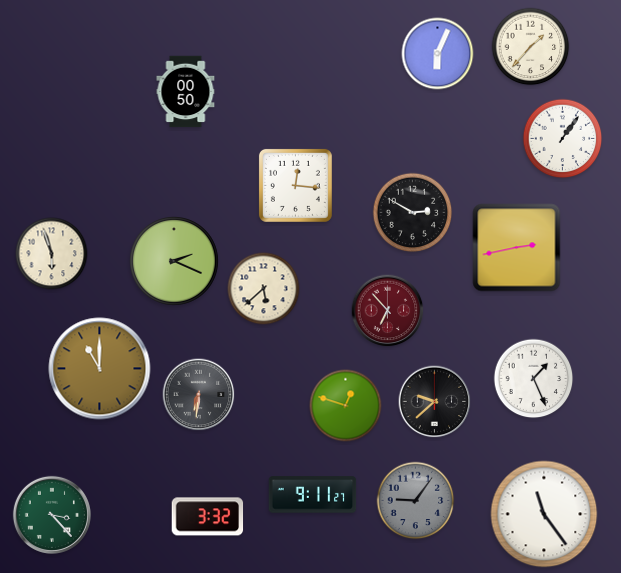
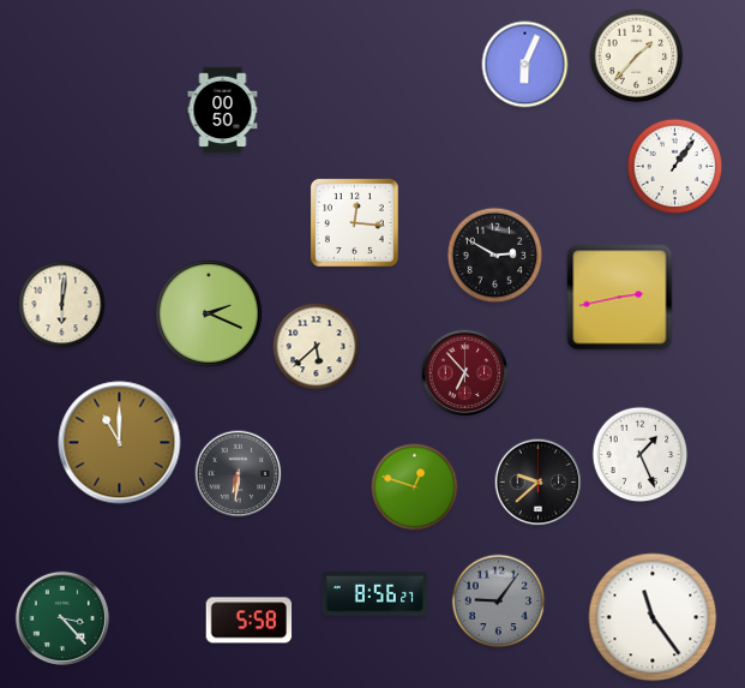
clock at (52, 254): 5:57 -> 6:01
clock at (435, 402) position: (435, 402) -> (539, 483)
clock at (313, 495): 9:11 -> 8:56
clock at (208, 517): 3:32 -> 5:58
